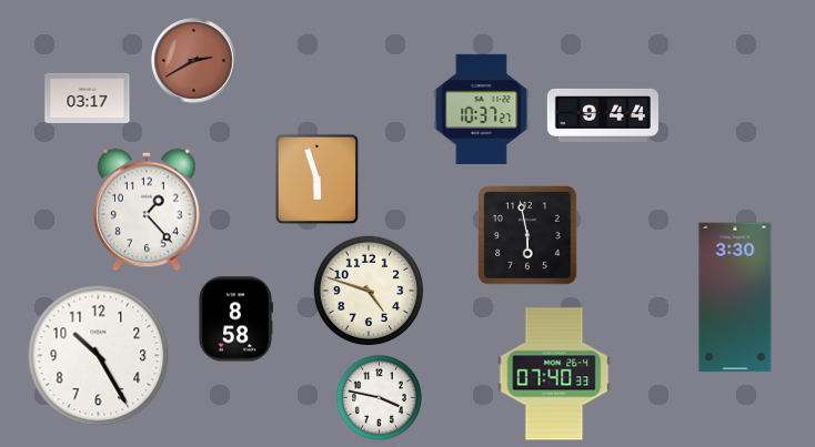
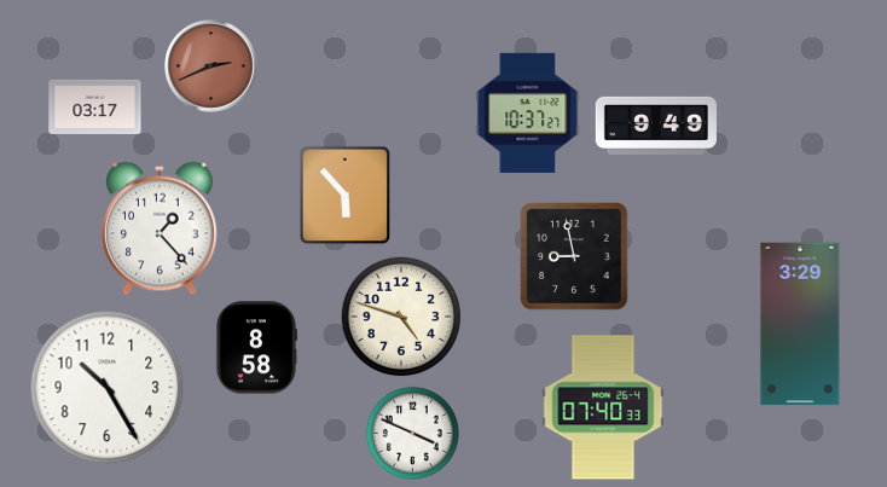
clock at (194, 61): 2:40 -> 2:41
clock at (482, 109) position: (482, 109) -> (528, 112)
clock at (603, 115): 9:44 -> 9:49
clock at (318, 179): 5:57 -> 5:53
clock at (527, 235): 5:58 -> 8:58
clock at (735, 297): 3:30 -> 3:29
clock at (379, 397): 3:47 -> 3:49
